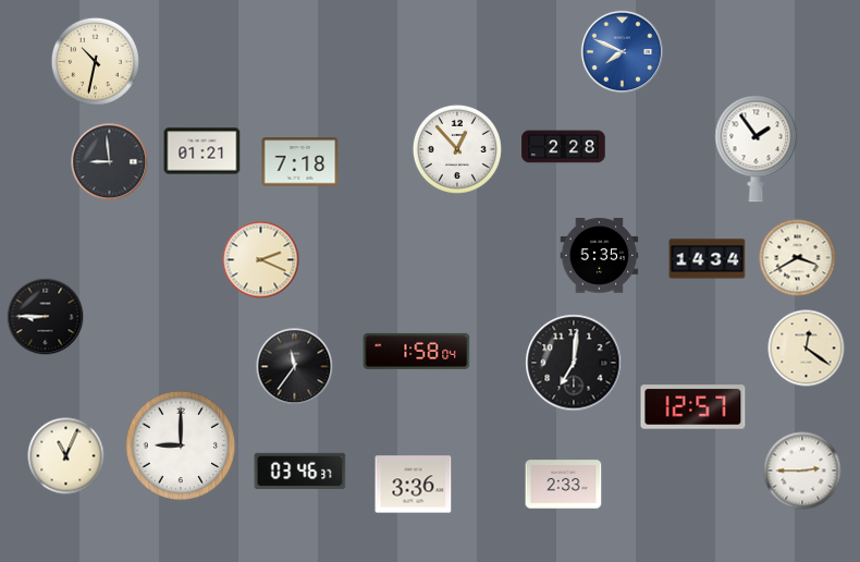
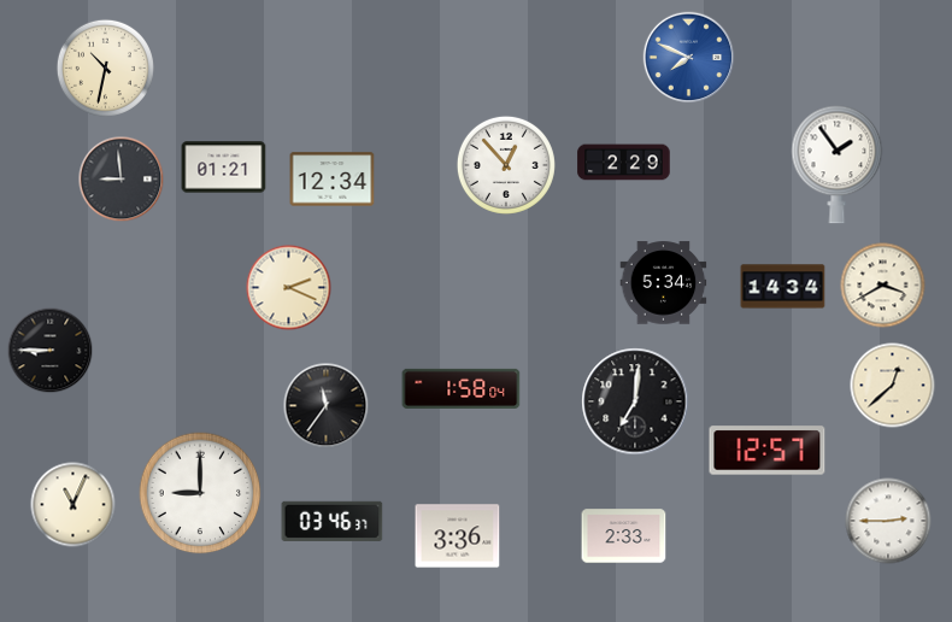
clock at (564, 147): 2:28 -> 2:29
clock at (300, 162): 7:18 -> 12:34
clock at (600, 256): 5:35 -> 5:34
clock at (807, 349): 12:21 -> 12:38
